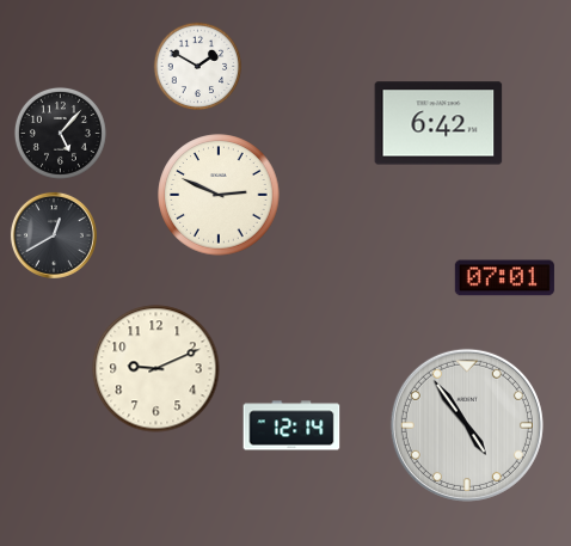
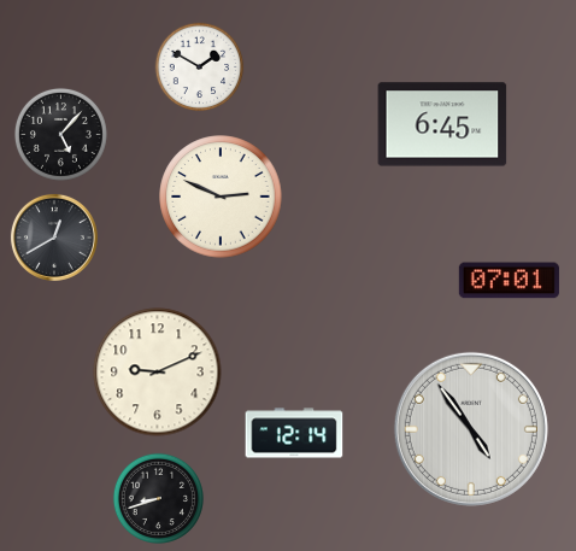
clock at (438, 123): 6:42 -> 6:45
clock at (291, 425) position: (291, 425) -> (294, 433)
clock at (158, 498): none -> 8:42
